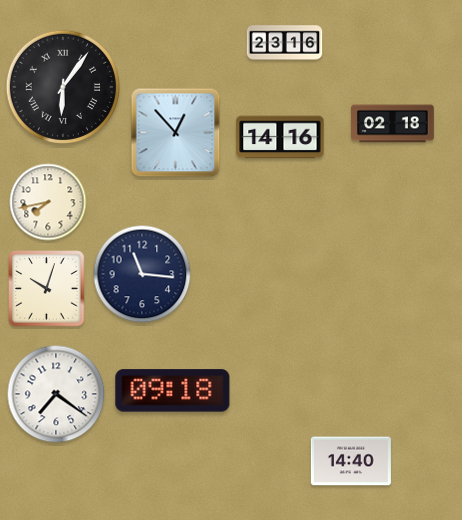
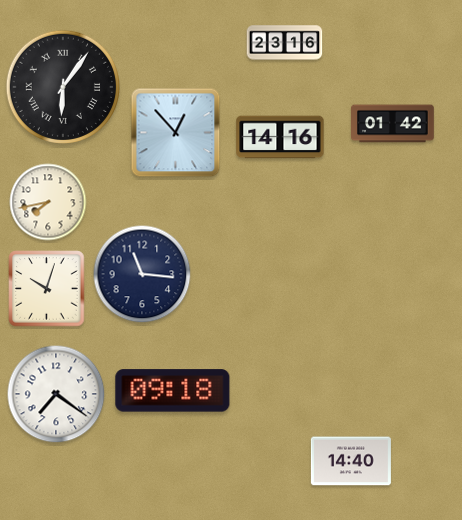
clock at (393, 124): 02:18 -> 01:42
